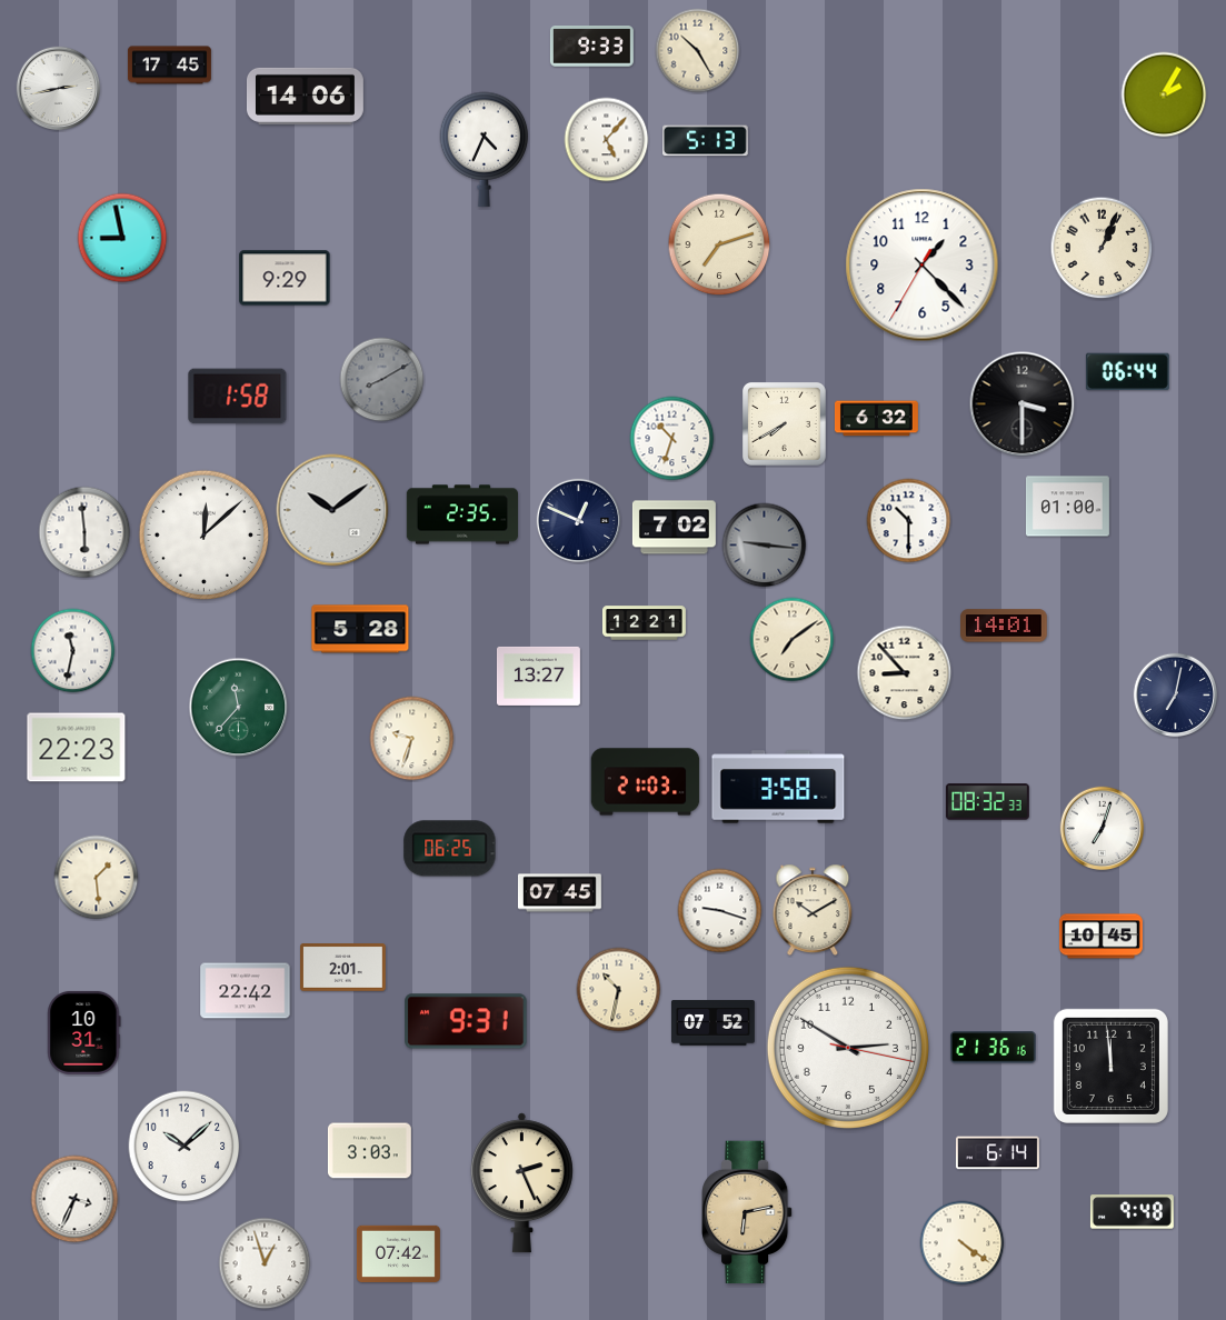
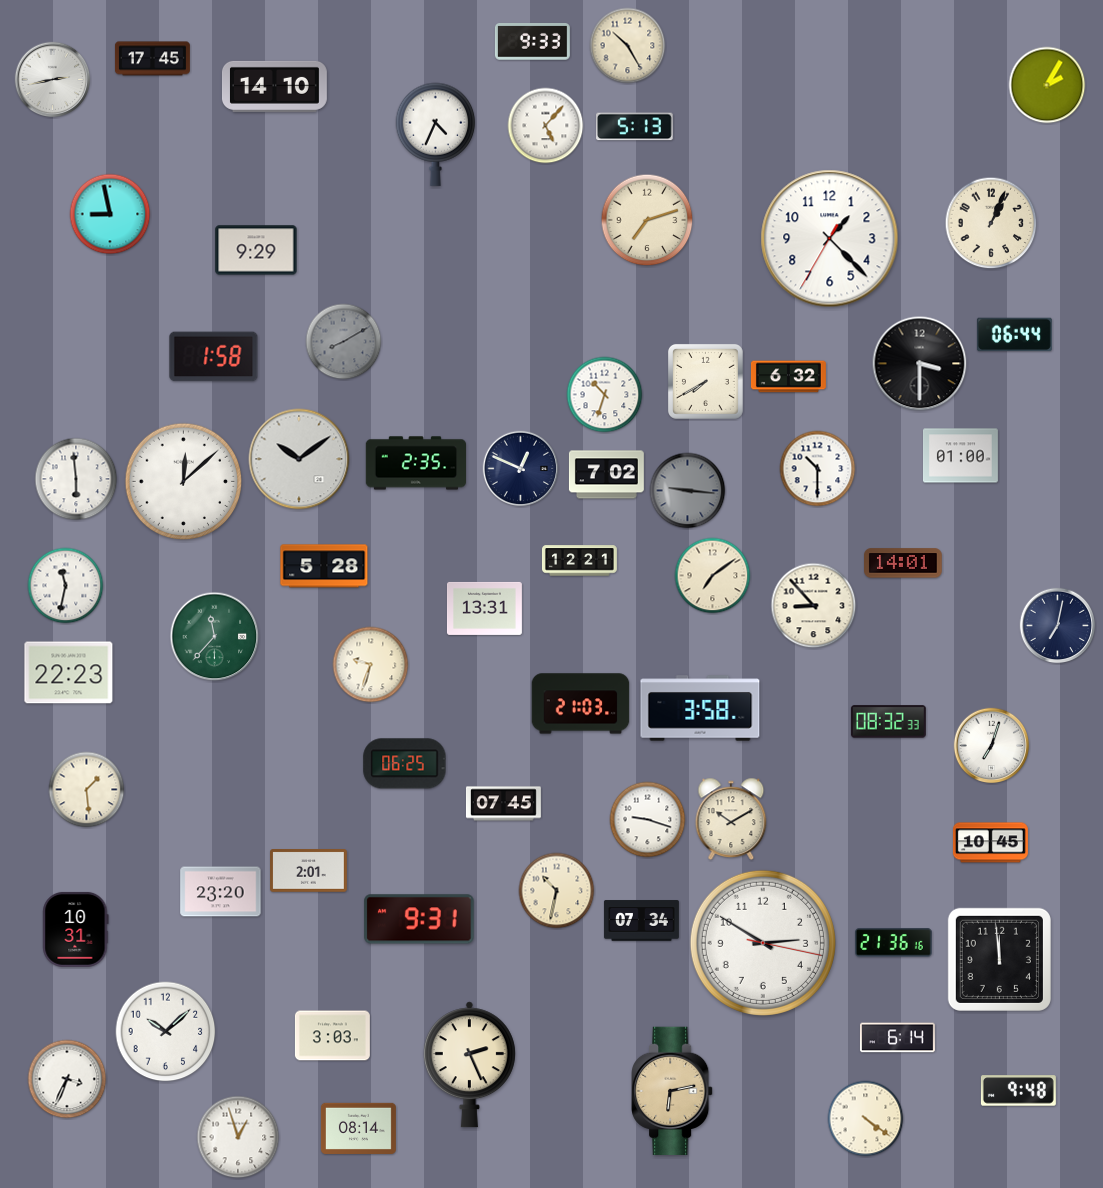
clock at (305, 96): 14:06 -> 14:10
clock at (538, 676): 13:27 -> 13:31
clock at (246, 991): 22:42 -> 23:20
clock at (712, 1023): 07:52 -> 07:34
clock at (398, 1253): 07:42 -> 08:14
